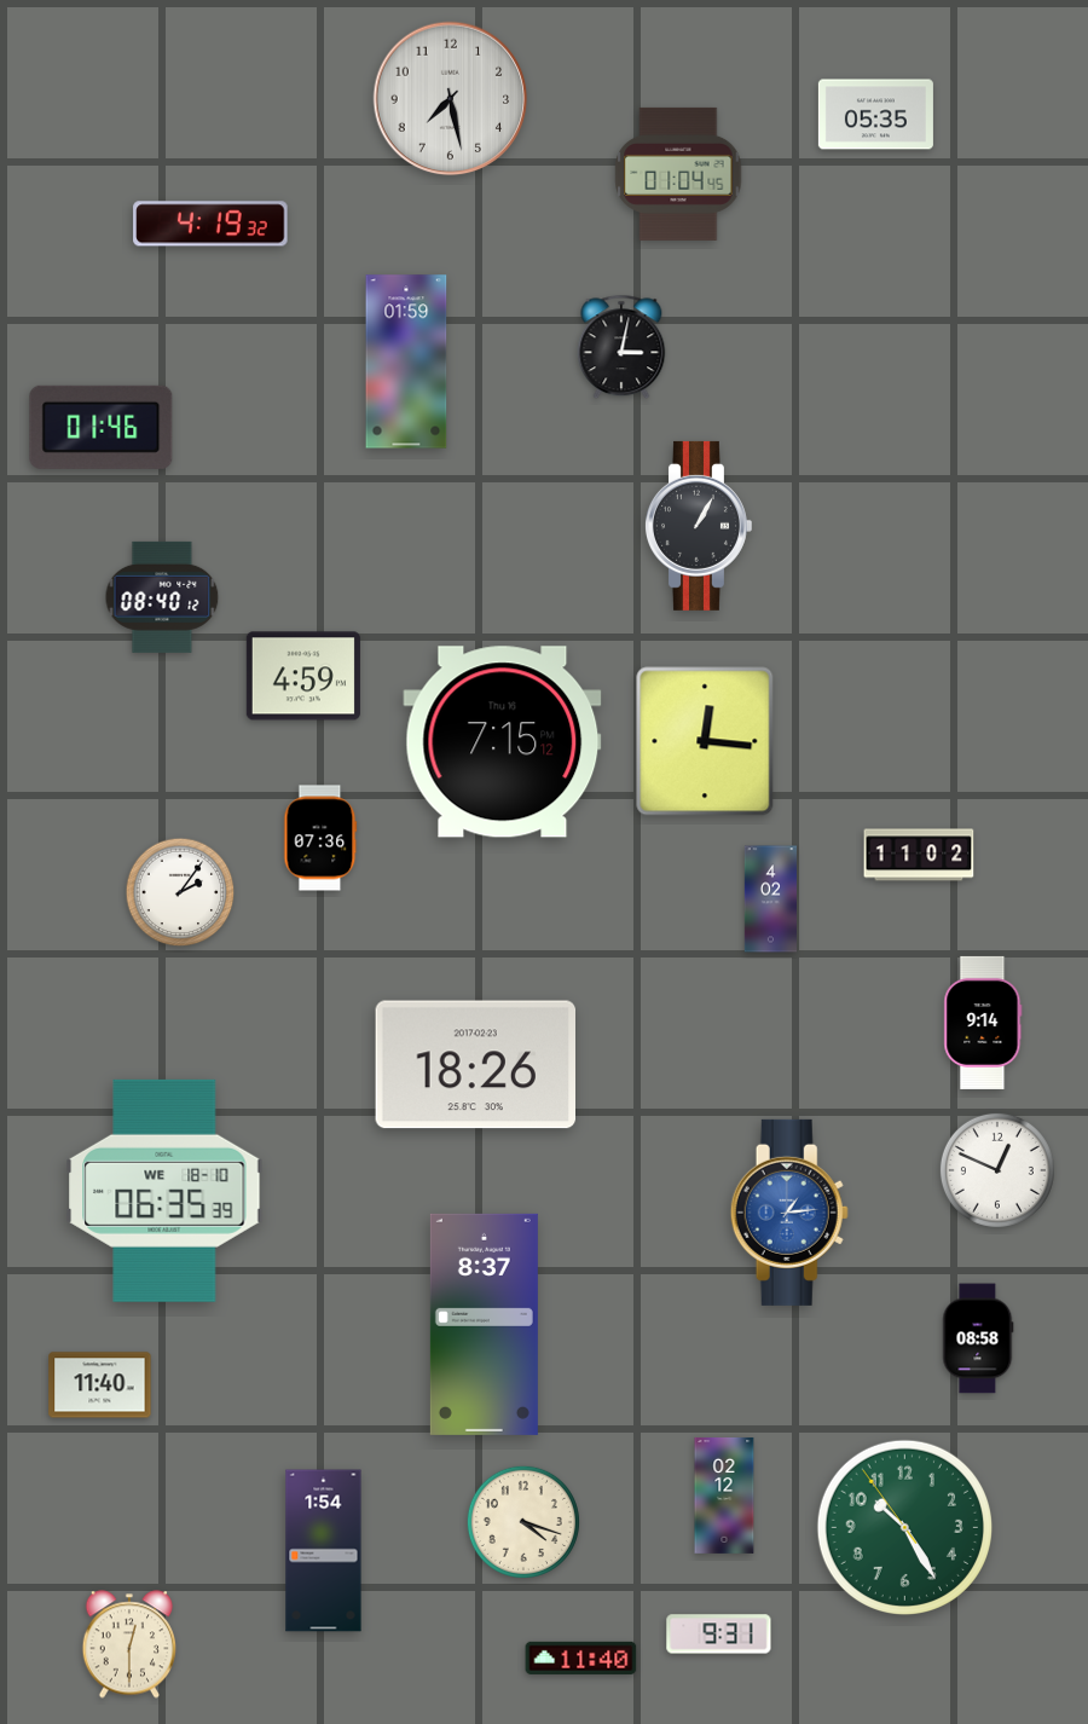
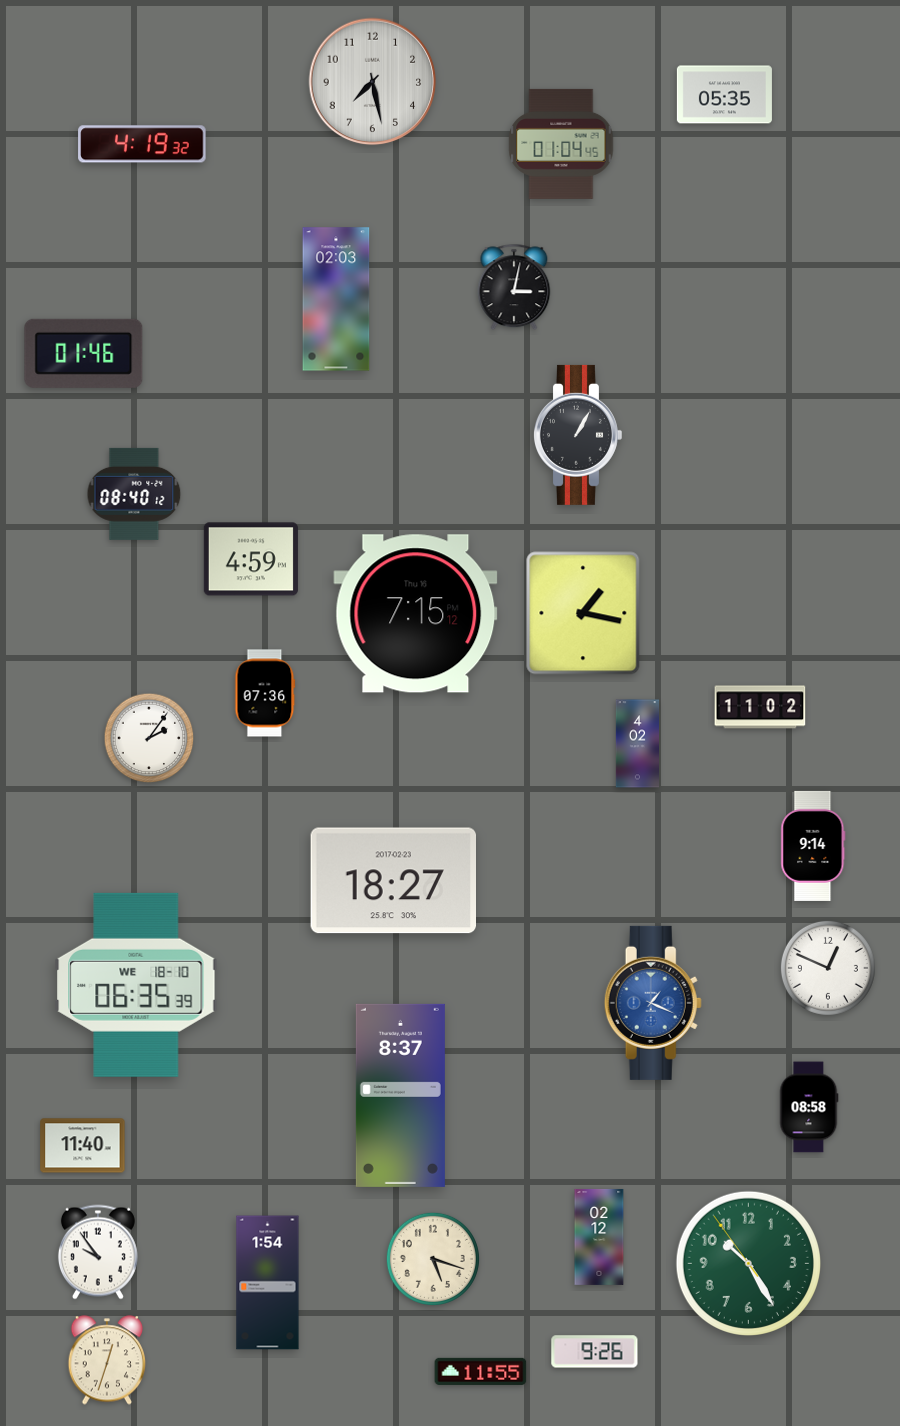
clock at (210, 224) position: (210, 224) -> (142, 144)
clock at (406, 361): 01:59 -> 02:03
clock at (705, 741): 12:16 -> 1:17
clock at (475, 1065): 18:26 -> 18:27
clock at (997, 1170) position: (997, 1170) -> (828, 968)
clock at (789, 1213): 1:14 -> 1:19
clock at (98, 1252): none -> 9:54
clock at (523, 1522): 4:18 -> 5:18
clock at (719, 1635): 9:31 -> 9:26
clock at (129, 1644): 12:30 -> 12:33
clock at (581, 1658): 11:40 -> 11:55
